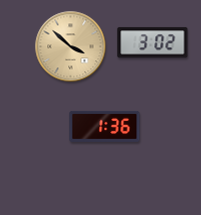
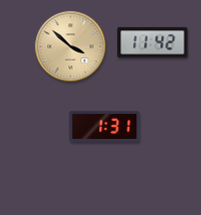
clock at (153, 43): 3:02 -> 11:42
clock at (105, 126): 1:36 -> 1:31
